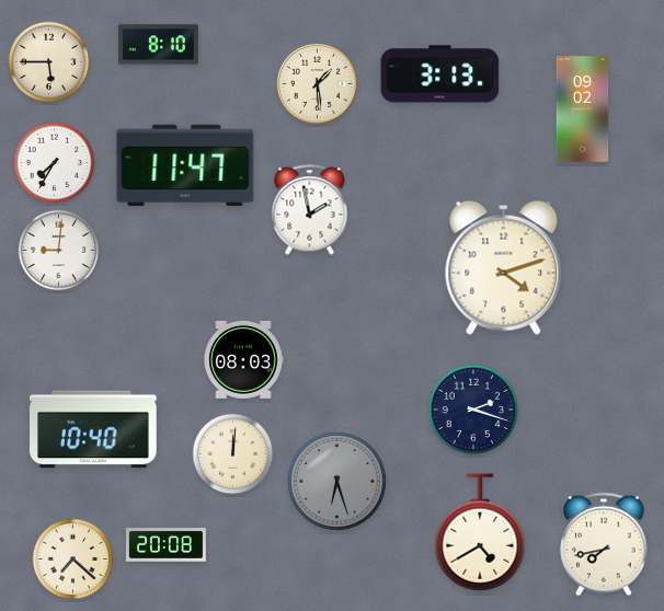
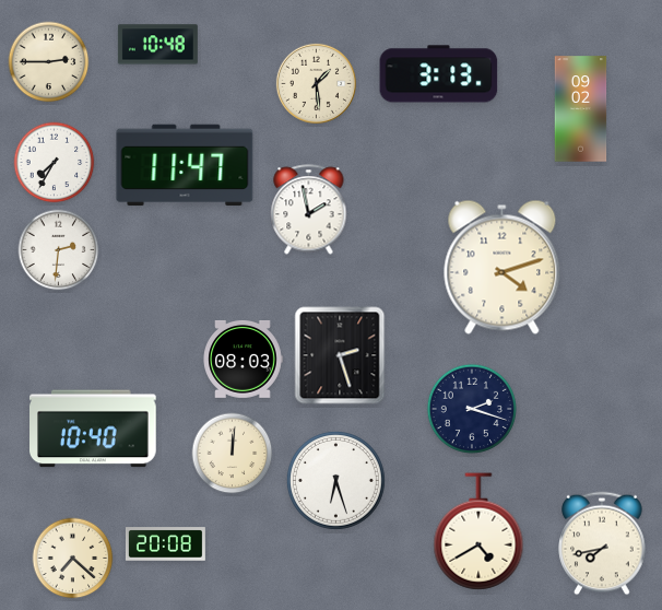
clock at (158, 45): 8:10 -> 10:48
clock at (49, 62): 5:45 -> 2:45
clock at (59, 251): 9:01 -> 2:31
clock at (340, 355): none -> 2:27
clock at (336, 481) dial: grey -> white
